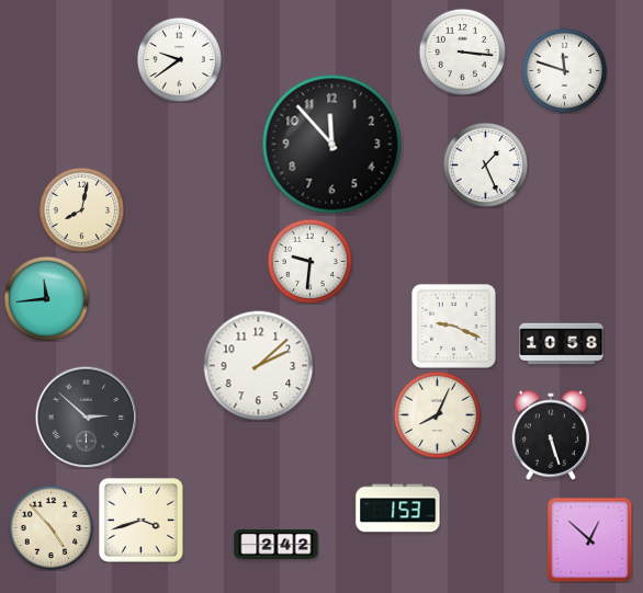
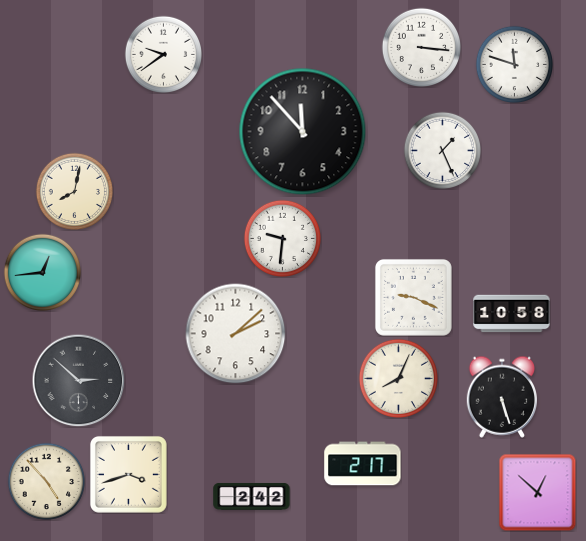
clock at (46, 298): 11:44 -> 12:44
clock at (398, 509): 1:53 -> 2:17
